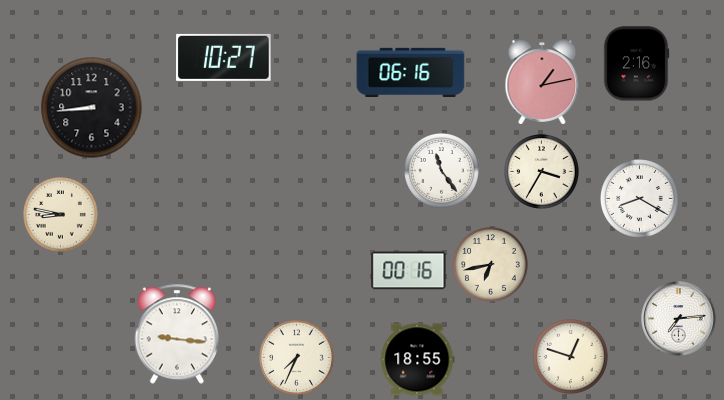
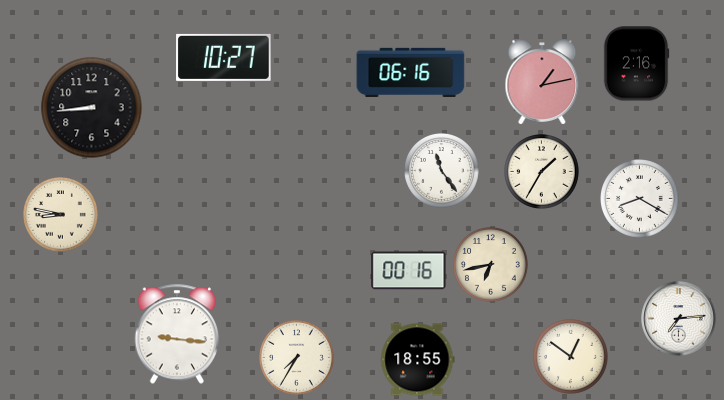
clock at (542, 172): 3:35 -> 1:35
clock at (571, 357): 12:48 -> 12:51
clock at (297, 358): 7:34 -> 7:35
